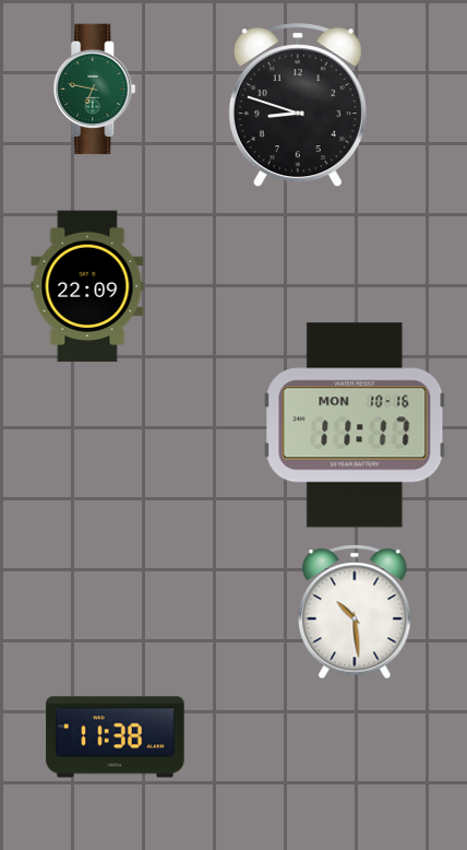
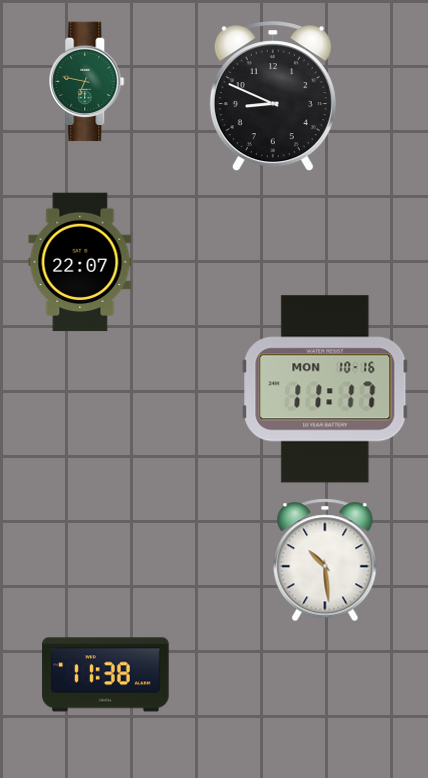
clock at (298, 106): 8:48 -> 8:49
clock at (87, 286): 22:09 -> 22:07
